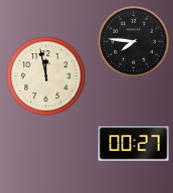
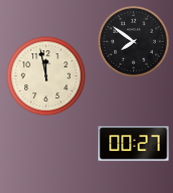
clock at (134, 42): 7:46 -> 7:51
